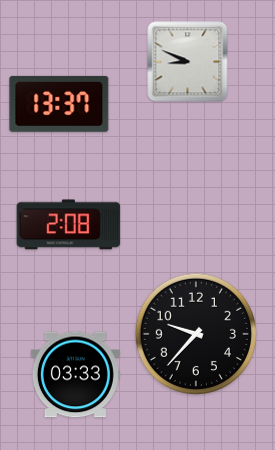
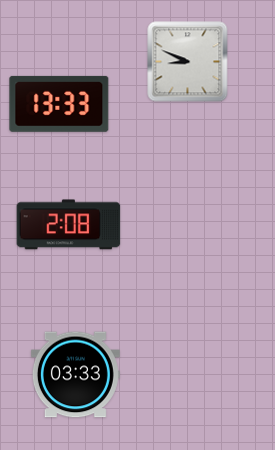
clock at (59, 104): 13:37 -> 13:33
clock at (195, 333): 9:37 -> none
